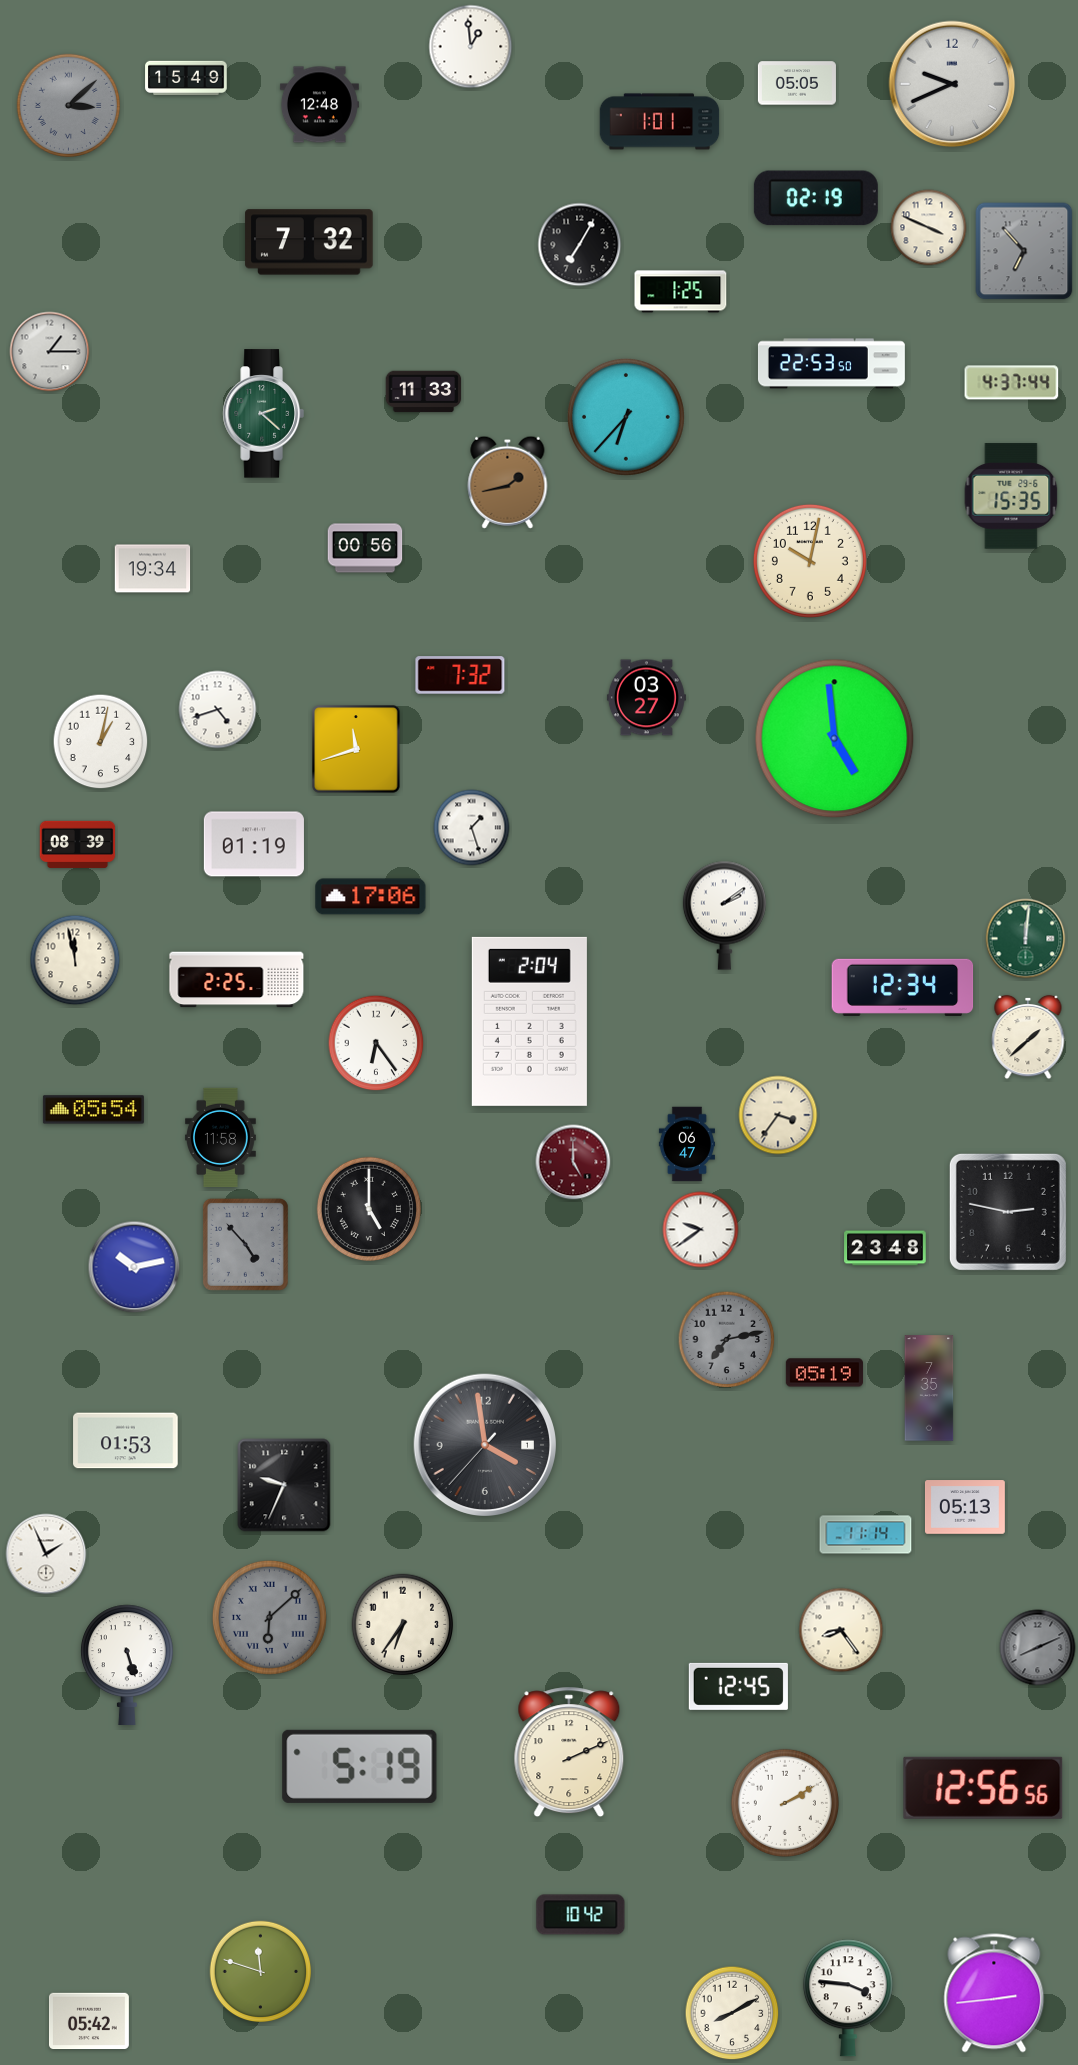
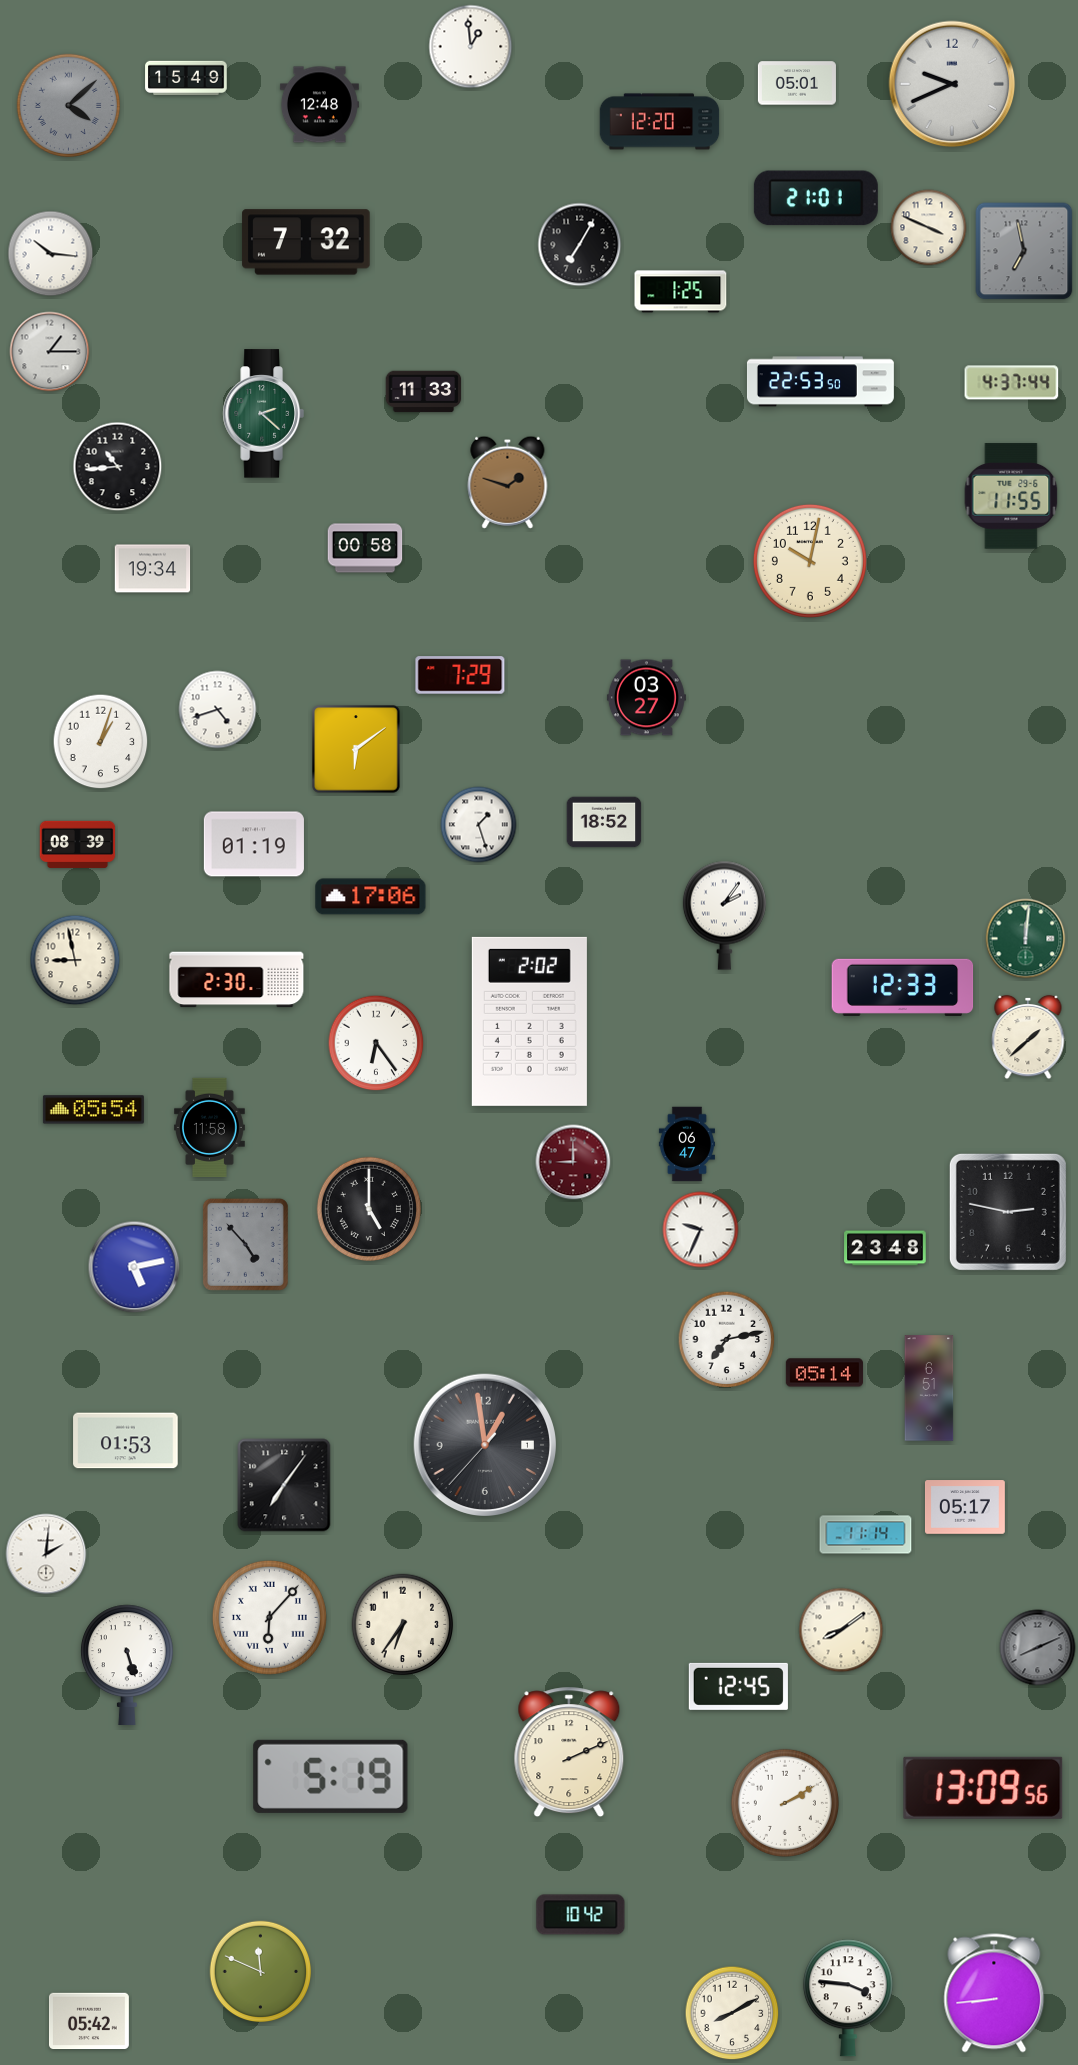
clock at (797, 83): 05:05 -> 05:01
clock at (68, 105): 3:08 -> 4:08
clock at (660, 122): 1:01 -> 12:20
clock at (816, 198): 02:19 -> 21:01
clock at (309, 242) position: (309, 242) -> (306, 242)
clock at (1024, 251): 6:53 -> 6:58
clock at (51, 254): none -> 10:16
clock at (831, 364) position: (831, 364) -> (820, 382)
clock at (626, 417): 6:37 -> none
clock at (118, 467): none -> 10:44
clock at (508, 482): 1:43 -> 1:48
clock at (1011, 496): 15:35 -> 11:55
clock at (365, 548): 00:56 -> 00:58
clock at (460, 675): 7:32 -> 7:29
clock at (835, 739): 4:59 -> none
clock at (101, 742): 1:02 -> 1:03
clock at (356, 749): 11:42 -> 6:09
clock at (604, 822): none -> 18:52
clock at (472, 828) position: (472, 828) -> (479, 825)
clock at (724, 915): 2:09 -> 2:06
clock at (75, 960): 11:58 -> 8:58
clock at (237, 980): 2:25 -> 2:30
clock at (903, 987): 12:34 -> 12:33
clock at (529, 1021): 2:04 -> 2:02
clock at (778, 1115): 3:36 -> none
clock at (220, 1137) position: (220, 1137) -> (209, 1127)
clock at (573, 1162): 5:00 -> 9:00
clock at (701, 1230): 9:39 -> 9:34
clock at (134, 1267): 10:13 -> 5:13
clock at (727, 1340) dial: grey -> white
clock at (824, 1373): 05:19 -> 05:14
clock at (929, 1388): 7:35 -> 6:51
clock at (485, 1445): 3:58 -> 12:58
clock at (284, 1485): 9:34 -> 7:06
clock at (965, 1507): 05:13 -> 05:17
clock at (46, 1554): 1:56 -> 2:01
clock at (269, 1617): 6:08 -> 6:07
clock at (269, 1617) dial: grey -> white
clock at (841, 1630): 8:24 -> 8:09
clock at (360, 1766) position: (360, 1766) -> (331, 1776)
clock at (983, 1788): 12:56 -> 13:09
clock at (261, 1972): 11:48 -> 11:49
clock at (994, 1993): 2:44 -> 8:44
